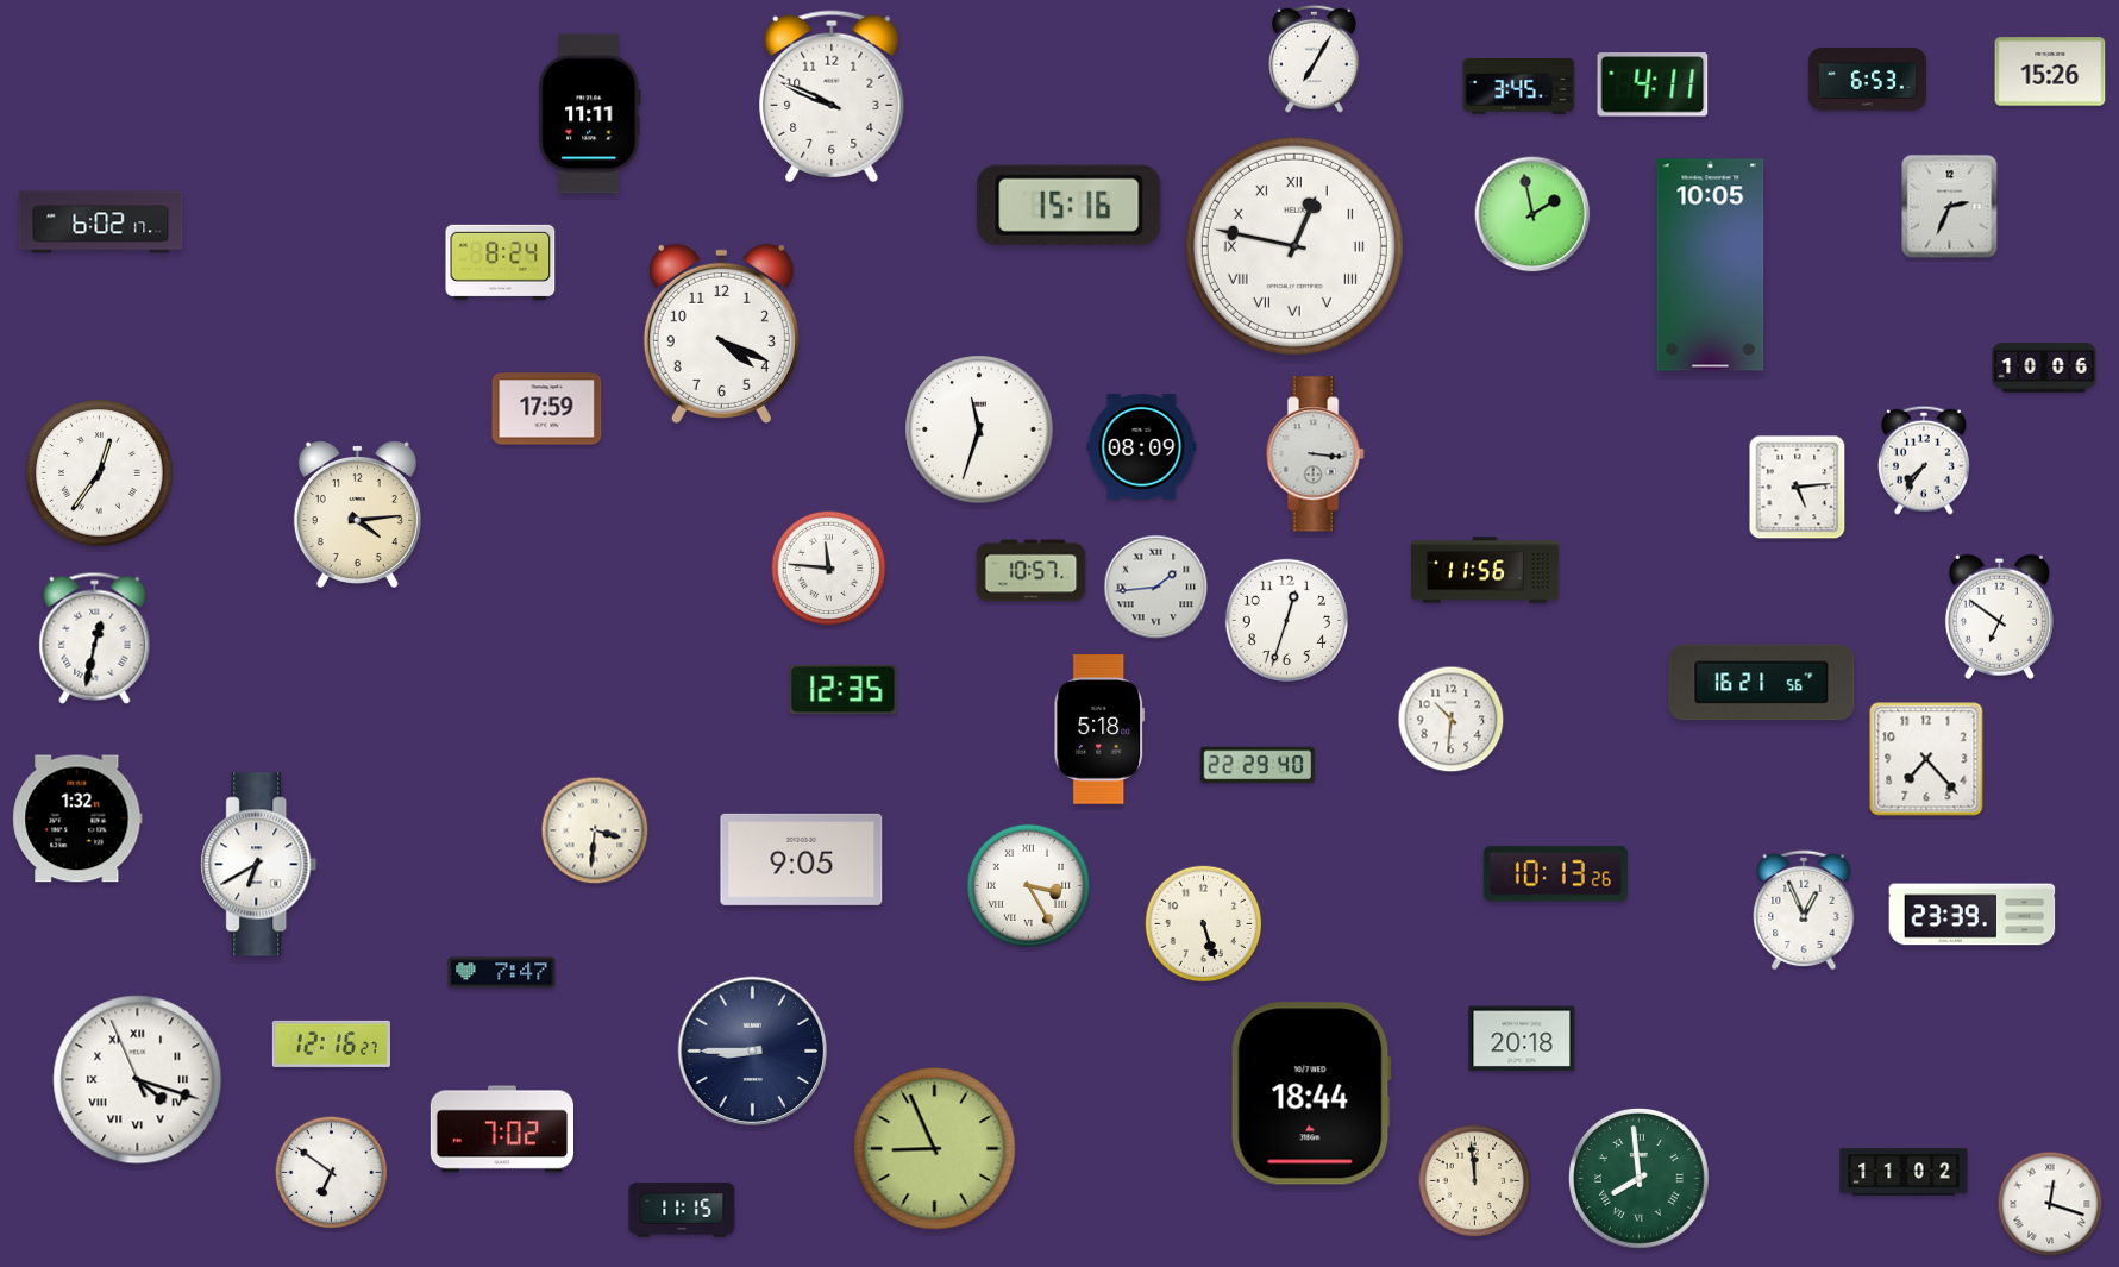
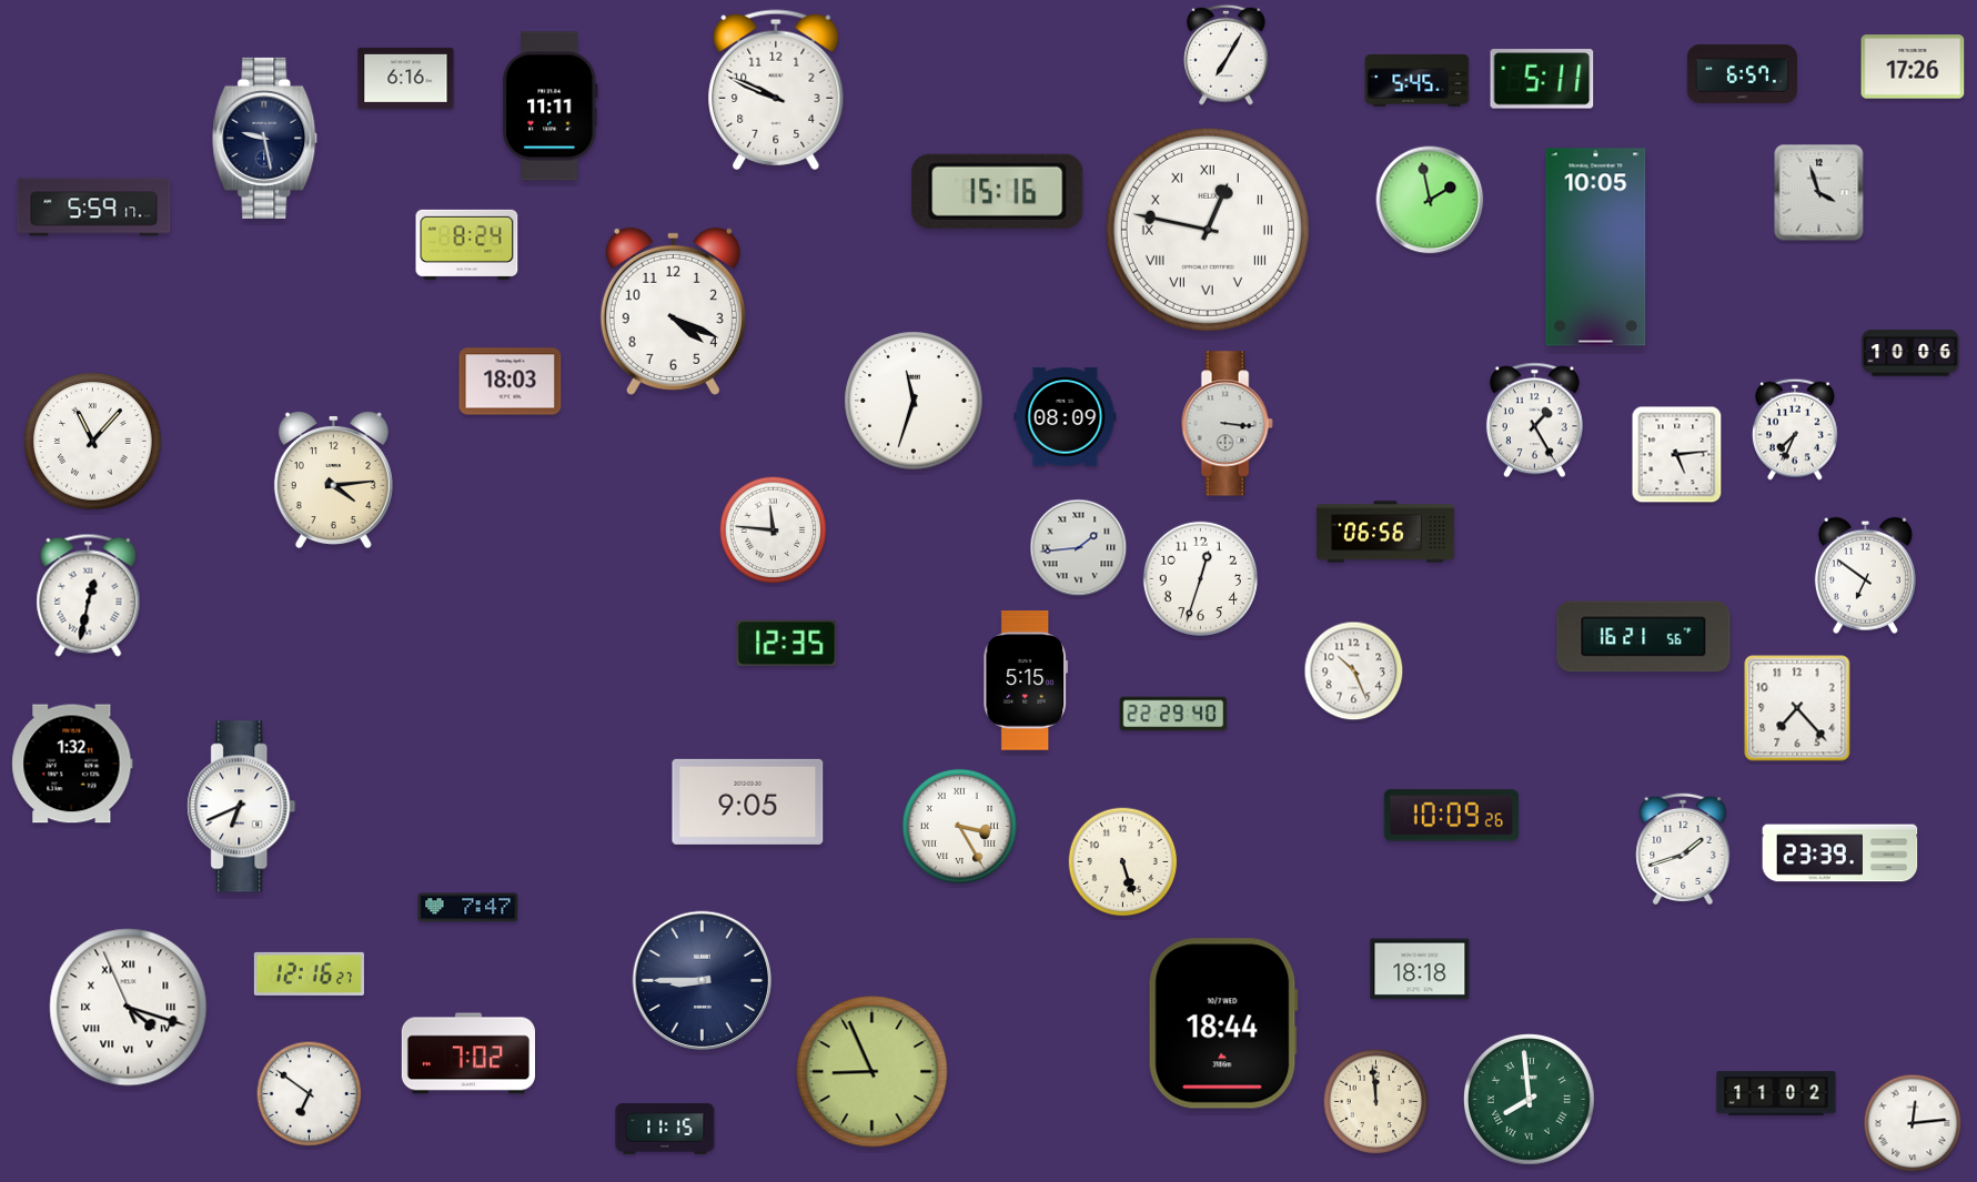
clock at (2050, 71): 15:26 -> 17:26
clock at (1867, 79): 6:53 -> 6:57
clock at (406, 78): none -> 6:16
clock at (1653, 84): 4:11 -> 5:11
clock at (1519, 87): 3:45 -> 5:45
clock at (265, 138): none -> 9:28
clock at (1950, 207): 2:34 -> 3:57
clock at (101, 222): 6:02 -> 5:59
clock at (2044, 368) position: (2044, 368) -> (1910, 353)
clock at (547, 409): 17:59 -> 18:03
clock at (1534, 421): none -> 1:25
clock at (1925, 460): 7:36 -> 7:34
clock at (100, 473): 12:36 -> 11:07
clock at (1485, 570): 11:56 -> 06:56
clock at (1032, 571): 10:57 -> none
clock at (1452, 720): 10:31 -> 10:26
clock at (1099, 730): 5:18 -> 5:15
clock at (595, 830): 3:31 -> none
clock at (259, 865): 6:40 -> 6:41
clock at (1555, 874): 10:13 -> 10:09
clock at (1804, 910): 12:56 -> 1:42
clock at (1522, 1039): 20:18 -> 18:18
clock at (1311, 1093) position: (1311, 1093) -> (1223, 1023)
clock at (2050, 1204): 12:18 -> 12:14
clock at (682, 1210) position: (682, 1210) -> (665, 1129)
